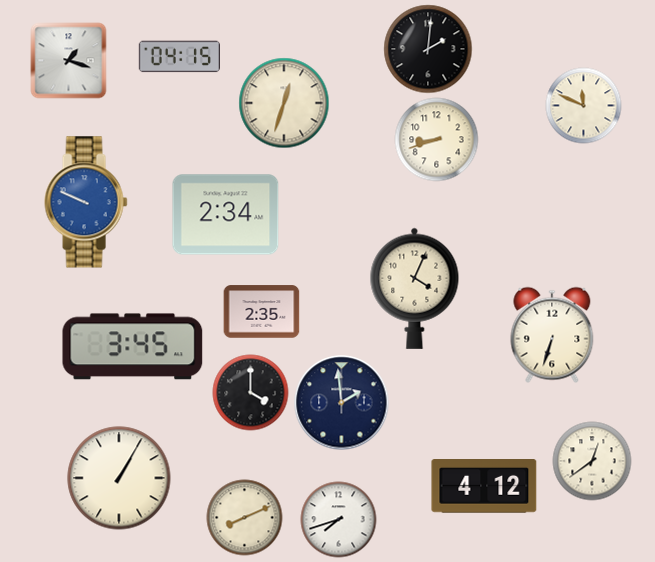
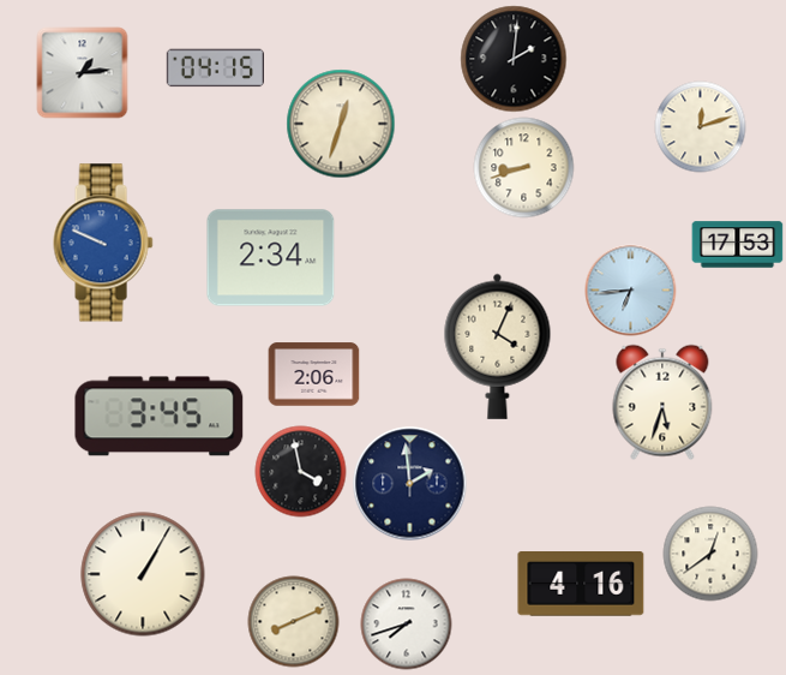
clock at (69, 61): 1:18 -> 1:14
clock at (584, 106): 11:49 -> 12:12
clock at (738, 245): none -> 17:53
clock at (631, 291): none -> 6:44
clock at (262, 312): 2:35 -> 2:06
clock at (552, 335): 6:33 -> 5:33
clock at (251, 393): 4:00 -> 3:58
clock at (484, 487): 4:12 -> 4:16
